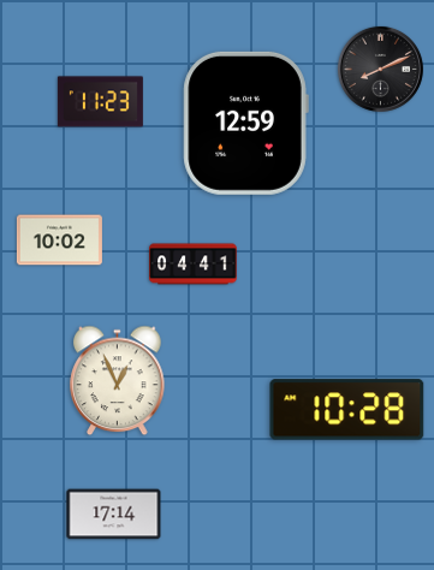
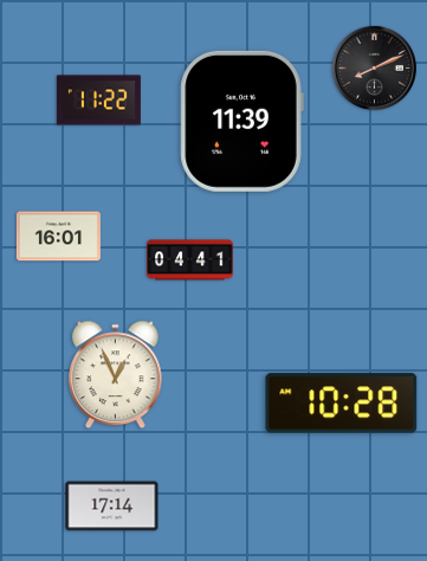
clock at (100, 102): 11:23 -> 11:22
clock at (245, 123): 12:59 -> 11:39
clock at (59, 241): 10:02 -> 16:01
